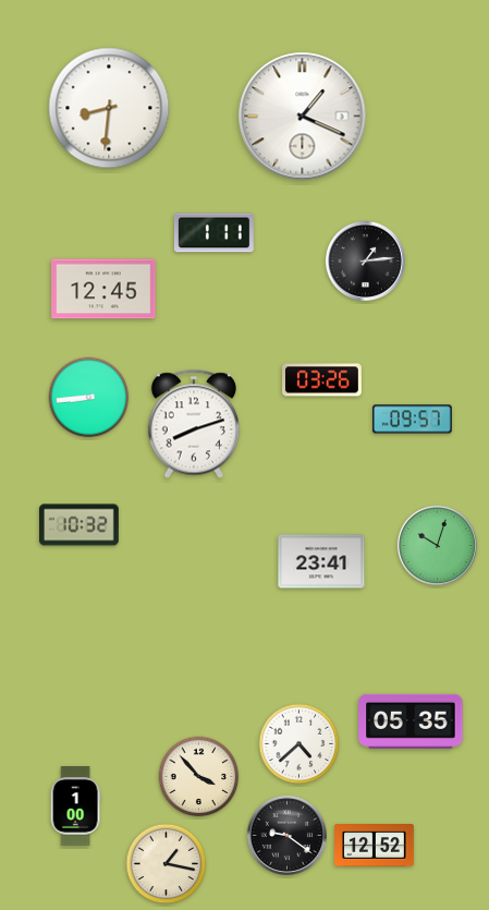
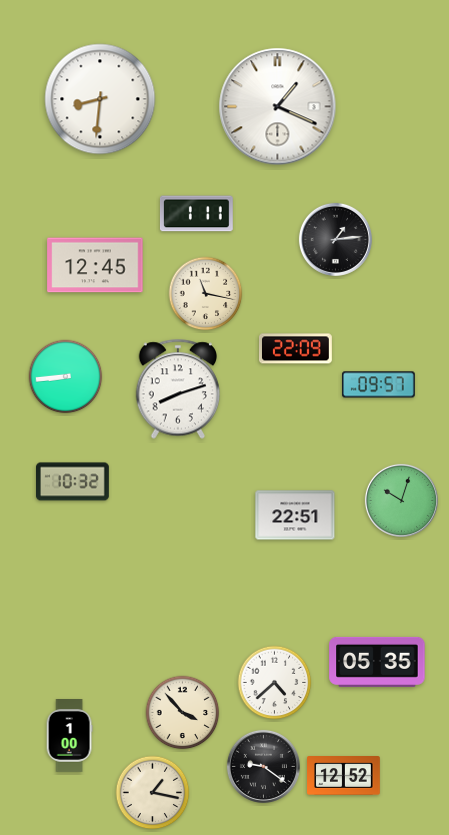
clock at (206, 294): none -> 11:17
clock at (322, 380): 03:26 -> 22:09
clock at (89, 398) position: (89, 398) -> (66, 377)
clock at (321, 561): 23:41 -> 22:51
clock at (75, 806) position: (75, 806) -> (69, 736)
